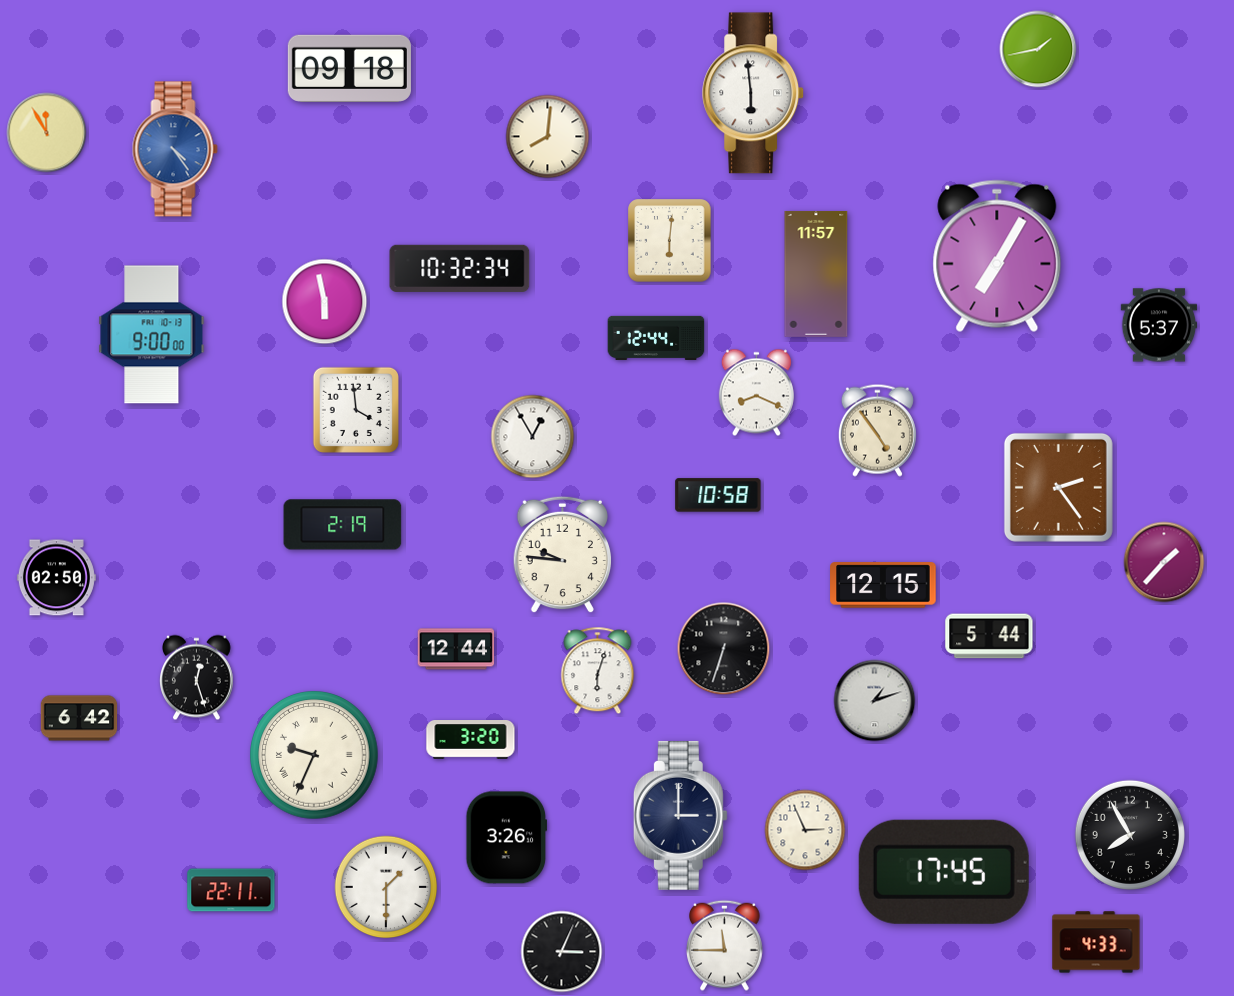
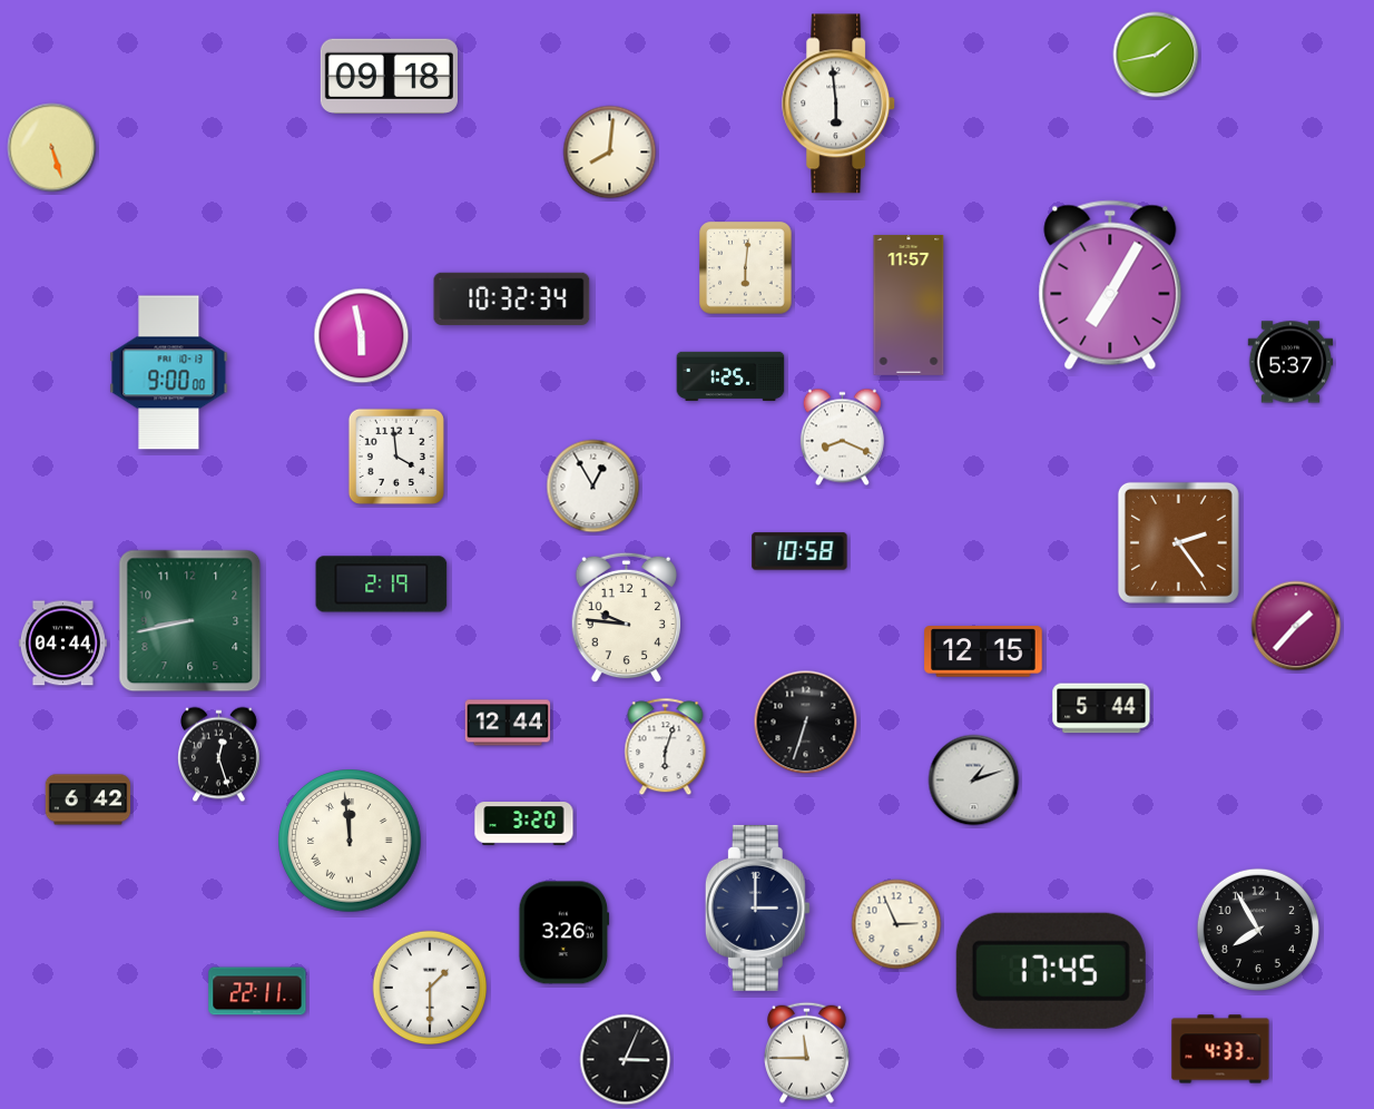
clock at (47, 133): 11:55 -> 5:27
clock at (175, 149): 4:24 -> none
clock at (656, 338): 12:44 -> 1:25
clock at (877, 430): 4:54 -> none
clock at (190, 621): none -> 8:43
clock at (56, 578): 02:50 -> 04:44
clock at (314, 755): 9:34 -> 11:59
